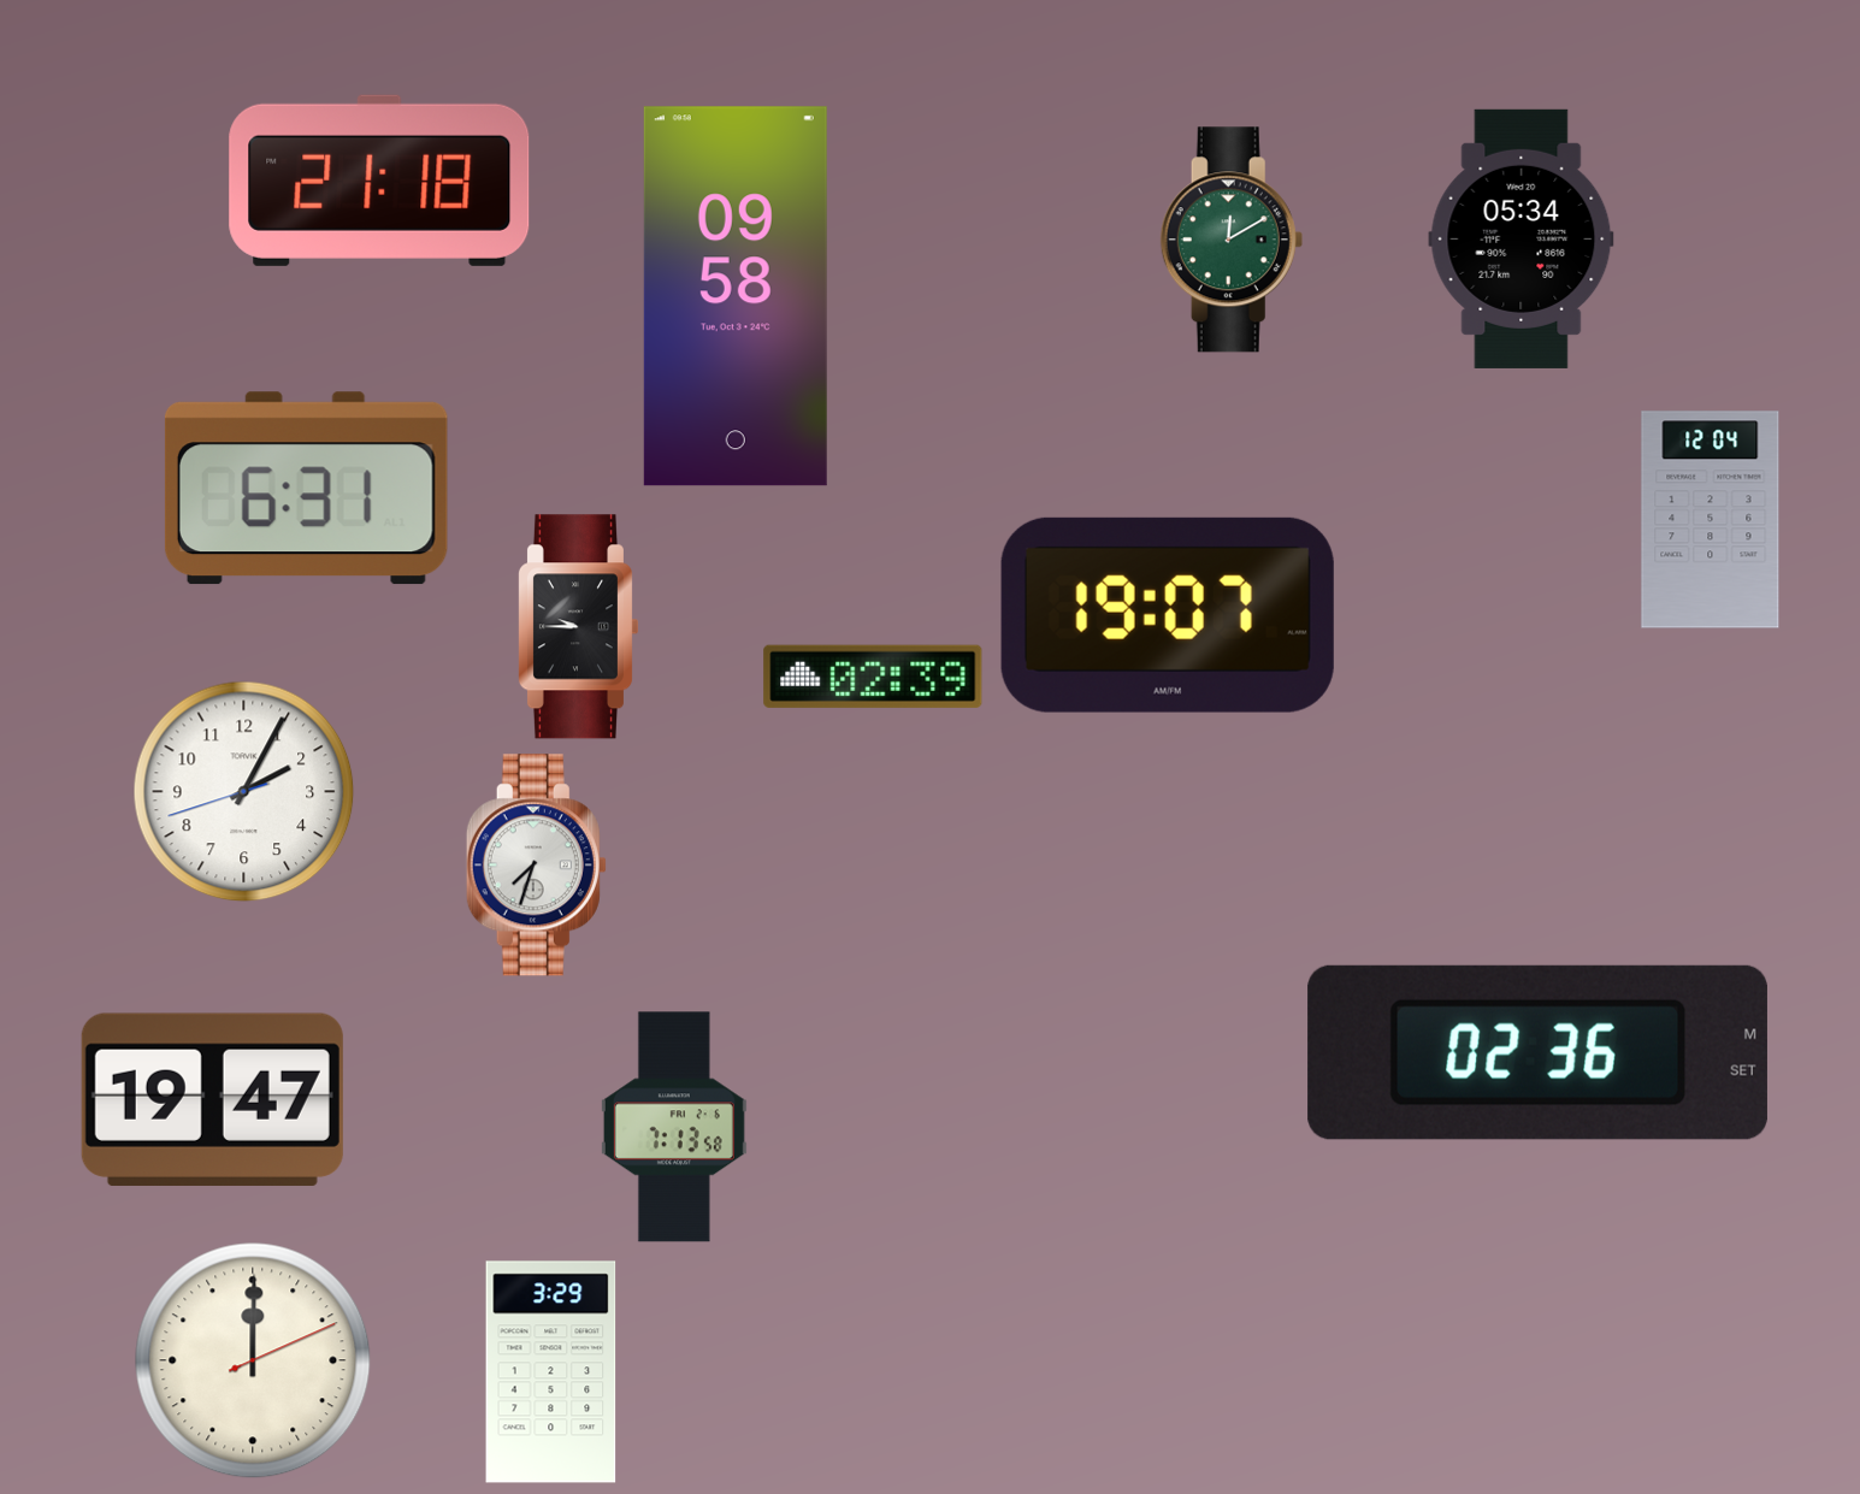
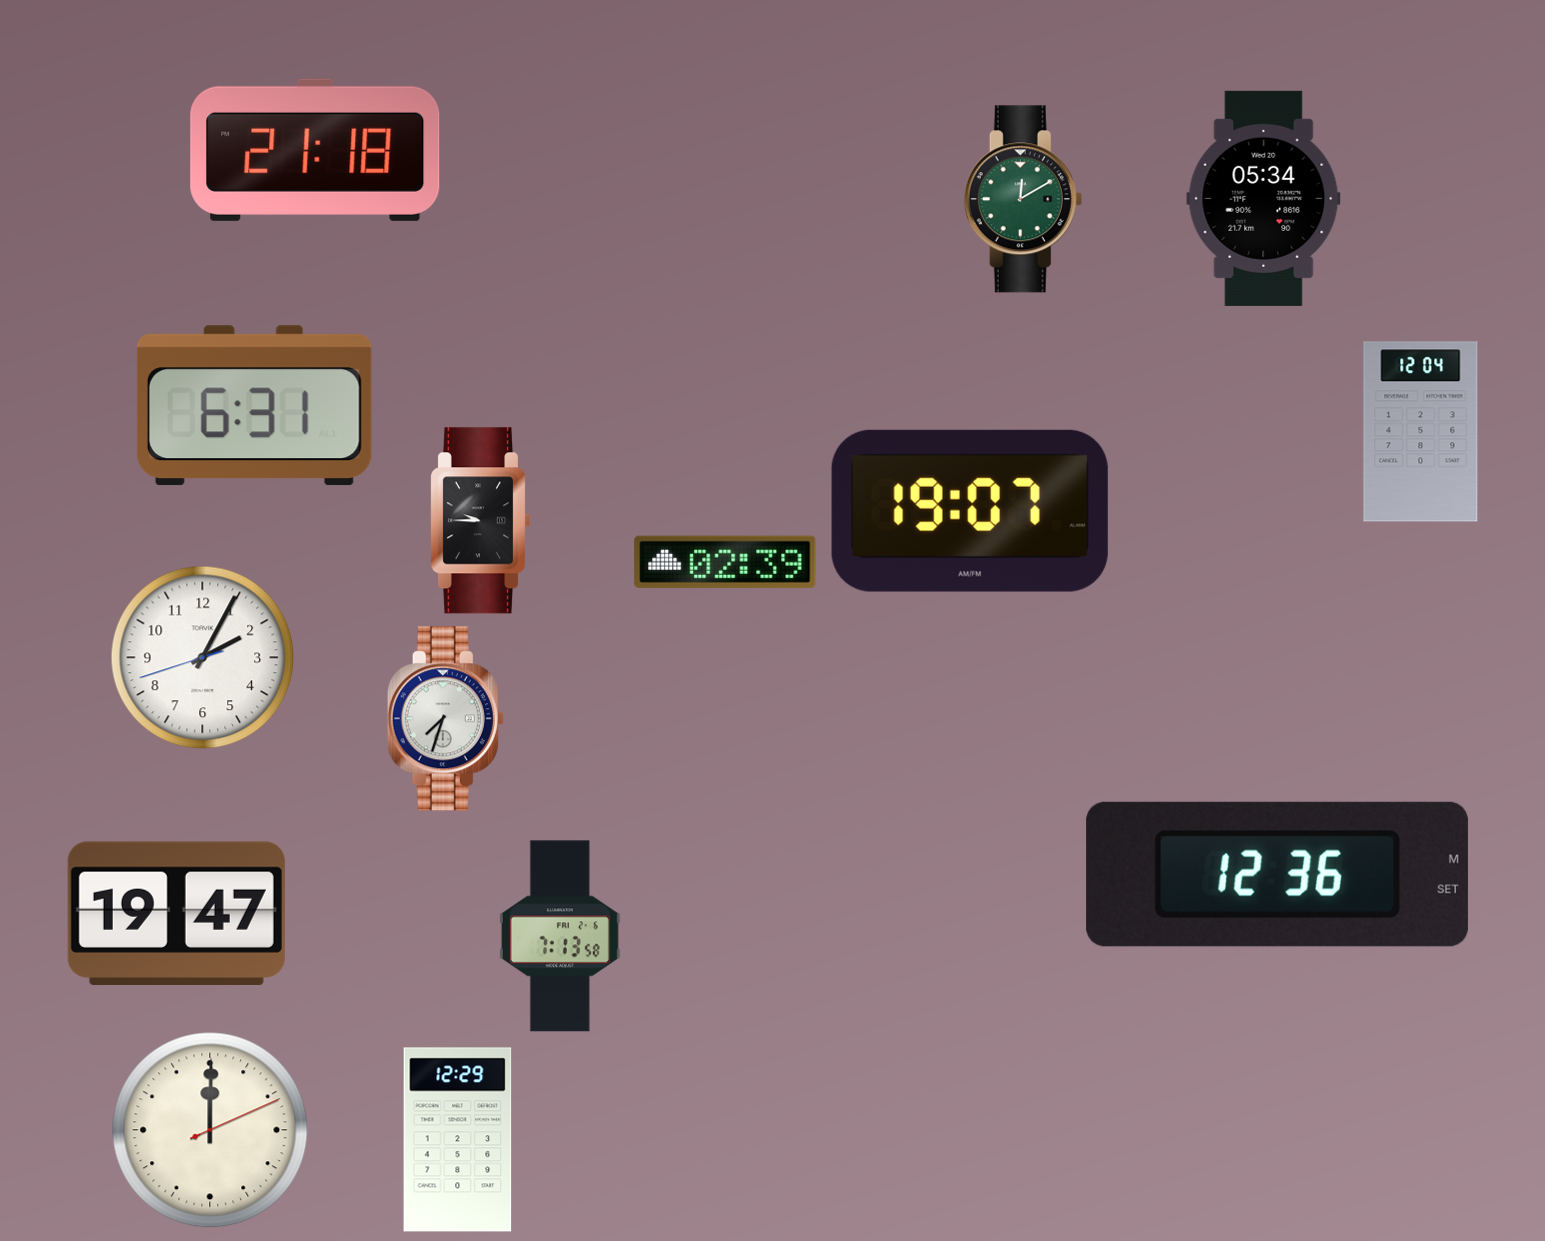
clock at (736, 296): 09:58 -> none
clock at (1537, 1052): 02:36 -> 12:36
clock at (551, 1372): 3:29 -> 12:29
